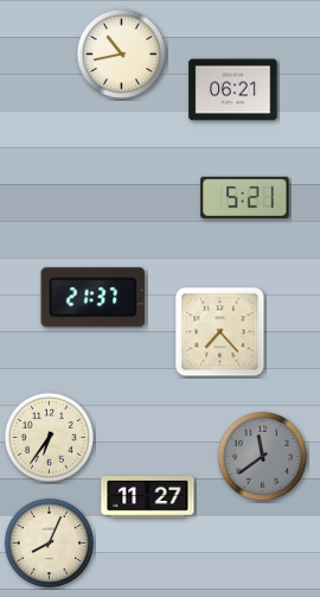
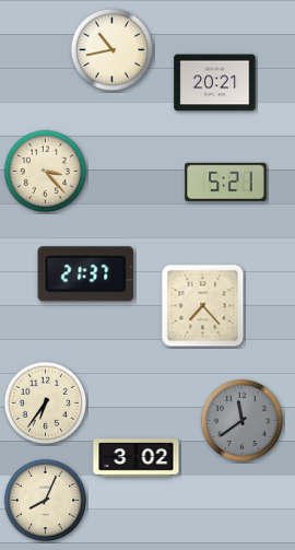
clock at (233, 90): 06:21 -> 20:21
clock at (45, 171): none -> 3:23
clock at (148, 497): 11:27 -> 3:02
